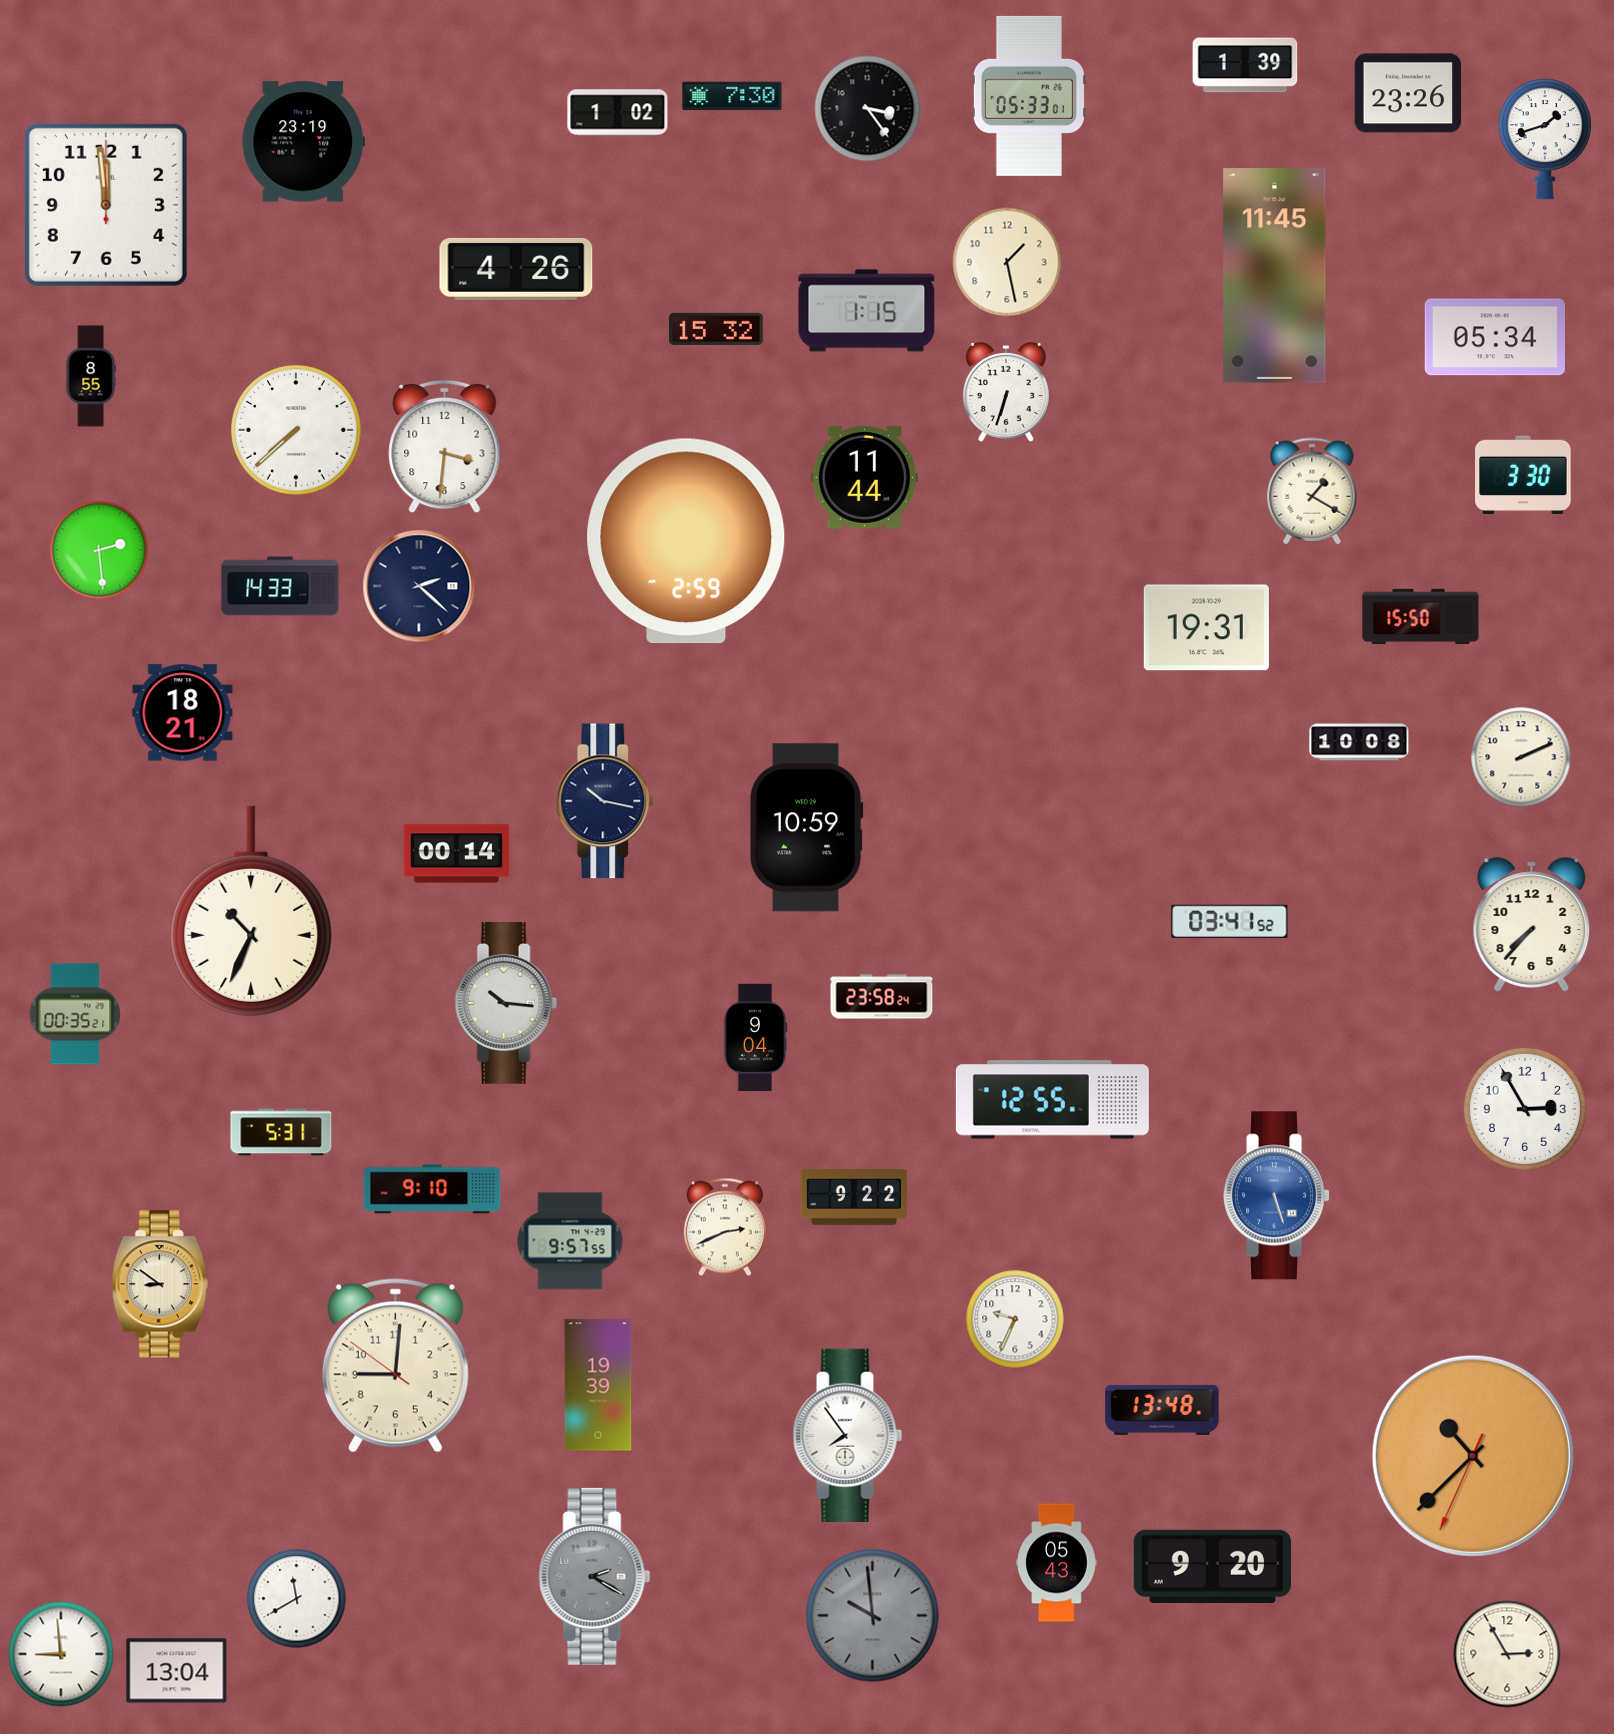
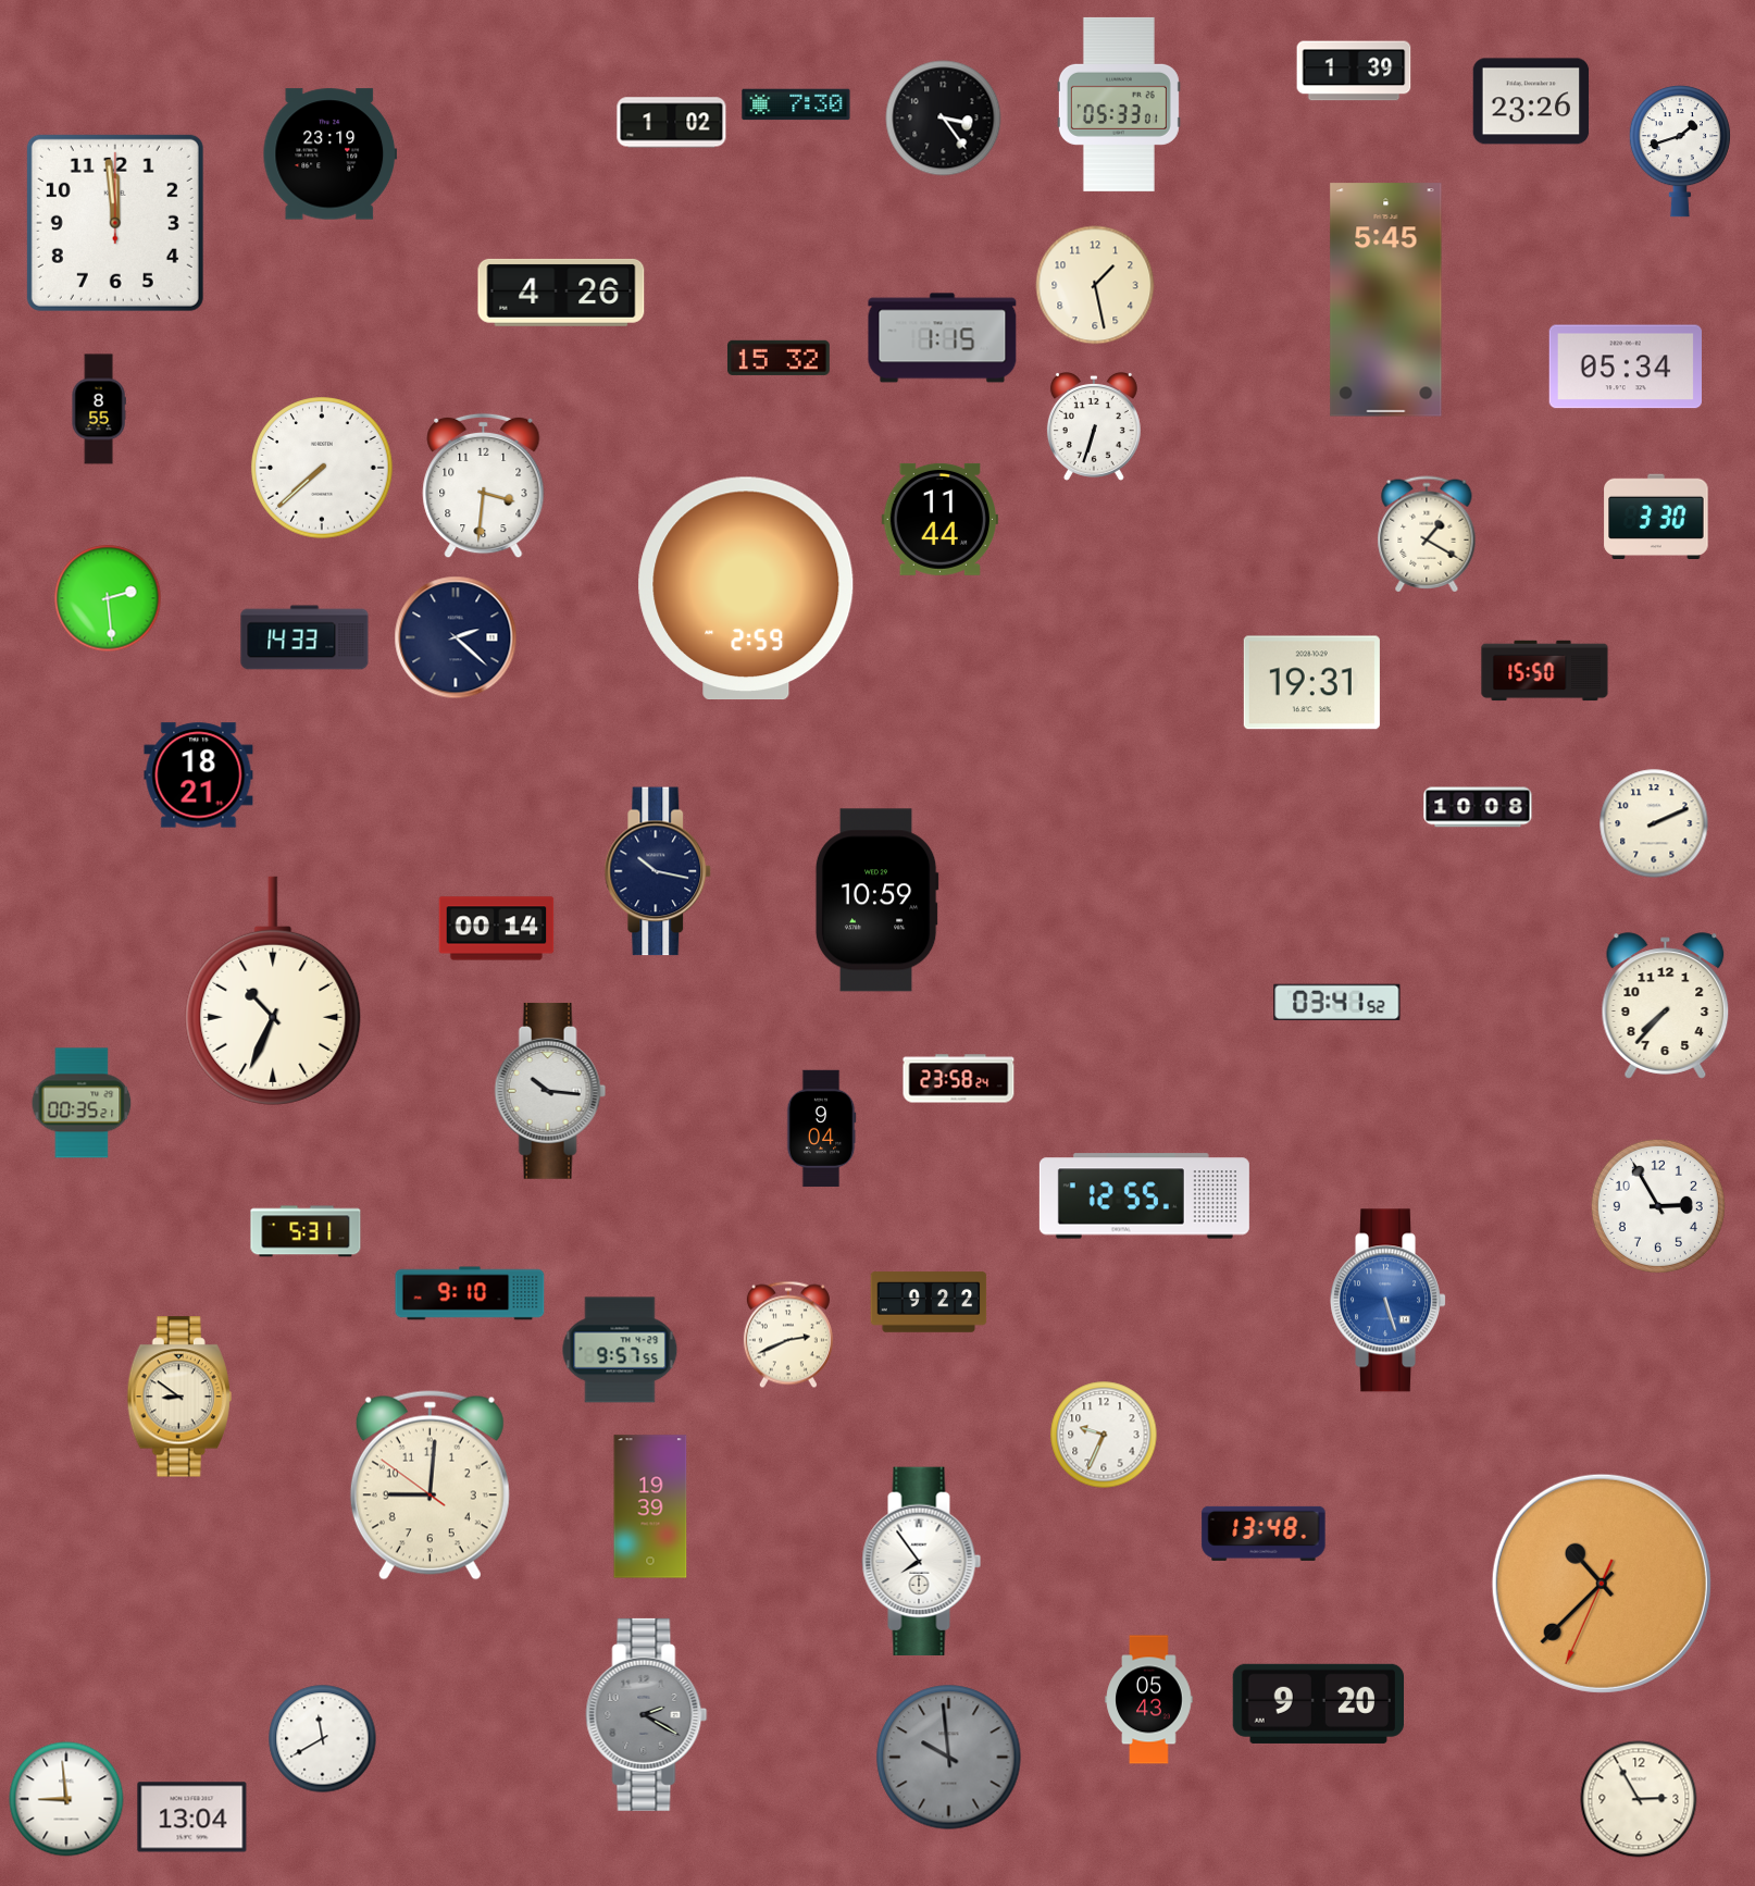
clock at (1275, 276): 11:45 -> 5:45
clock at (882, 997) position: (882, 997) -> (959, 1079)
clock at (160, 1284) position: (160, 1284) -> (179, 1397)
